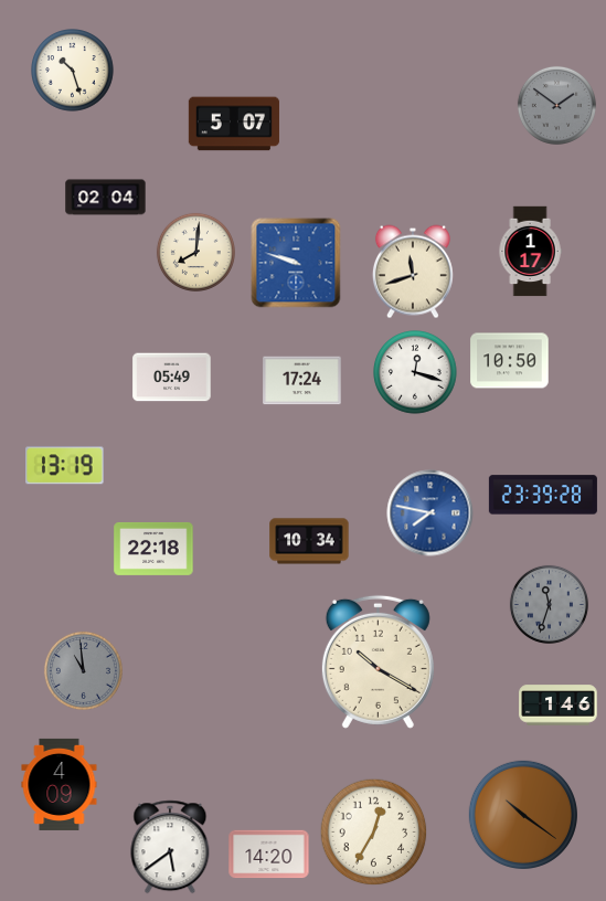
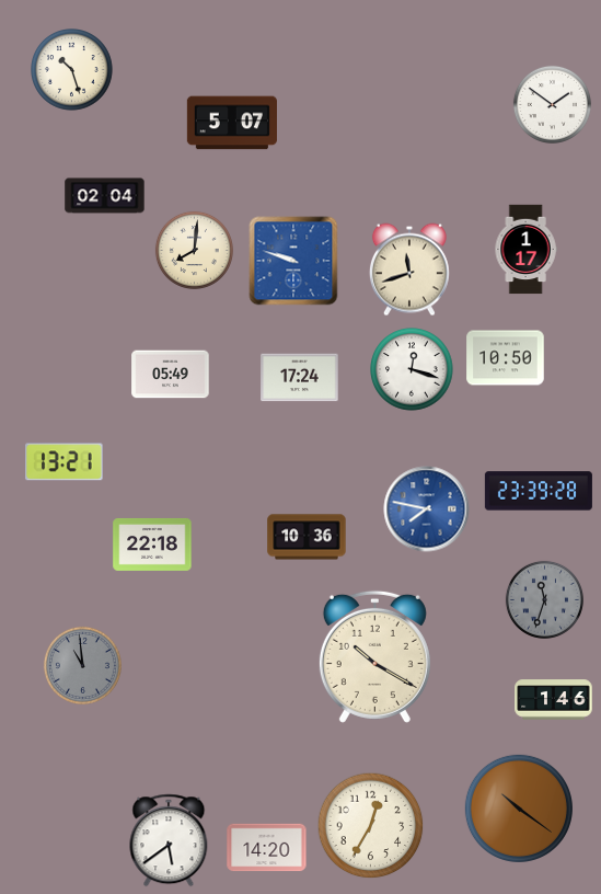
clock at (556, 105) dial: grey -> white
clock at (65, 466): 13:19 -> 13:21
clock at (309, 541): 10:34 -> 10:36
clock at (60, 784): 4:09 -> none
